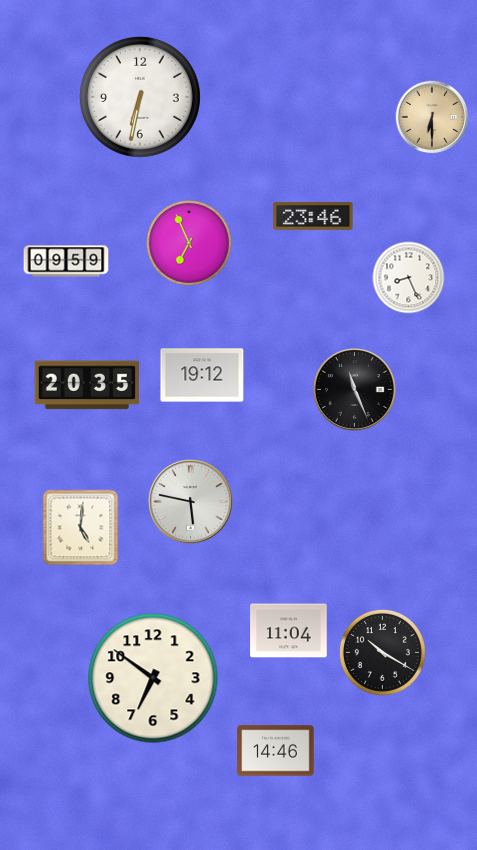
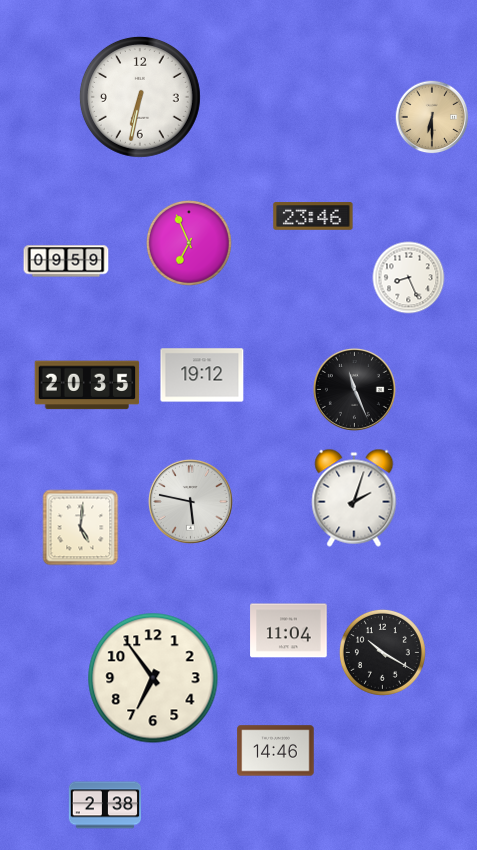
clock at (354, 498): none -> 2:03
clock at (153, 678): 6:51 -> 6:54
clock at (105, 805): none -> 2:38
